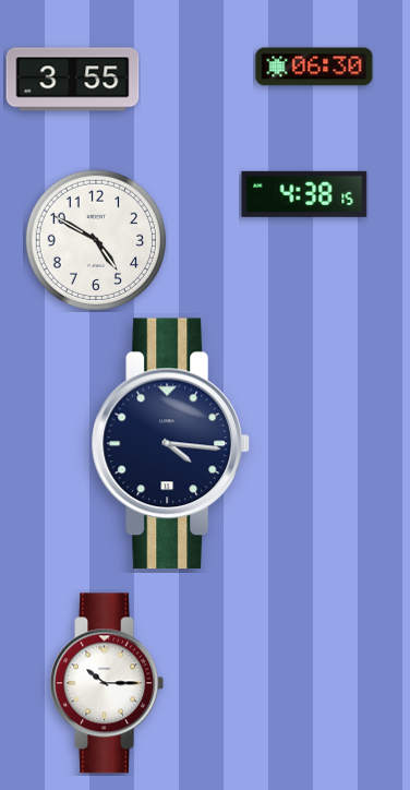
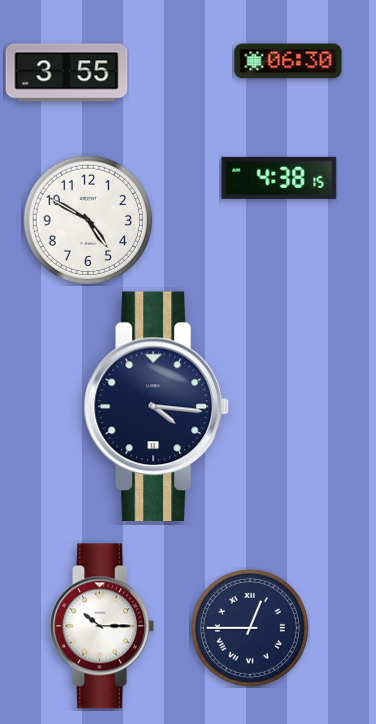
clock at (107, 683) position: (107, 683) -> (102, 626)
clock at (250, 628): none -> 12:45
